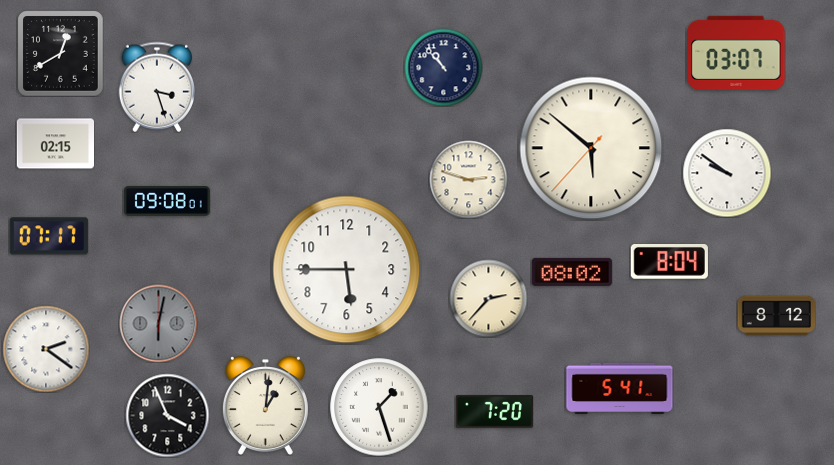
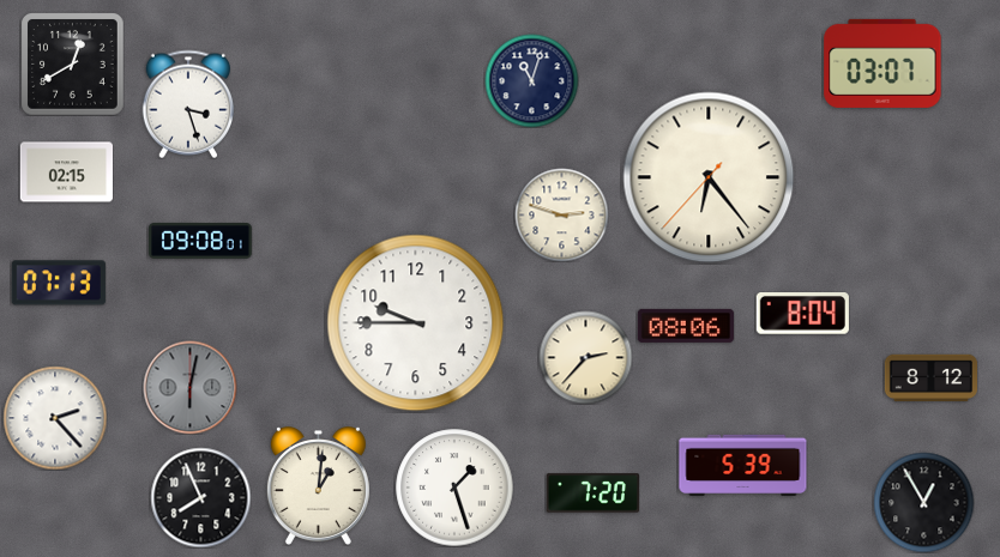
clock at (443, 67): 10:53 -> 11:03
clock at (591, 148): 5:51 -> 6:23
clock at (727, 173): 9:51 -> none
clock at (49, 236): 07:17 -> 07:13
clock at (347, 270): 5:45 -> 9:45
clock at (572, 272): 08:02 -> 08:06
clock at (46, 349): 2:21 -> 2:23
clock at (620, 389): 5:41 -> 5:39
clock at (167, 415): 3:56 -> 7:56
clock at (923, 502): none -> 12:55
